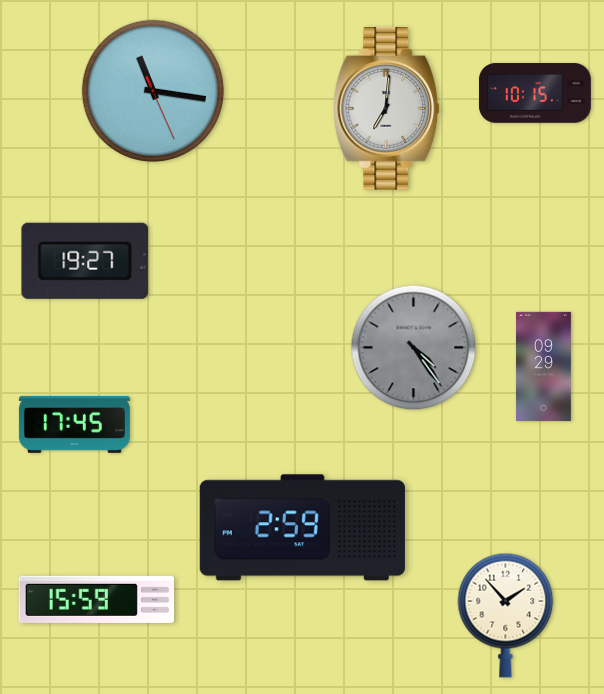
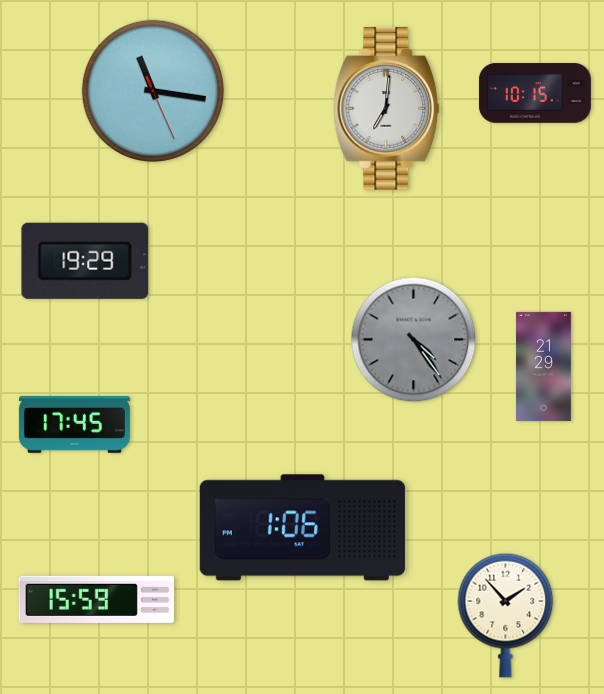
clock at (85, 261): 19:27 -> 19:29
clock at (414, 348) position: (414, 348) -> (414, 340)
clock at (543, 366): 09:29 -> 21:29
clock at (302, 528): 2:59 -> 1:06
